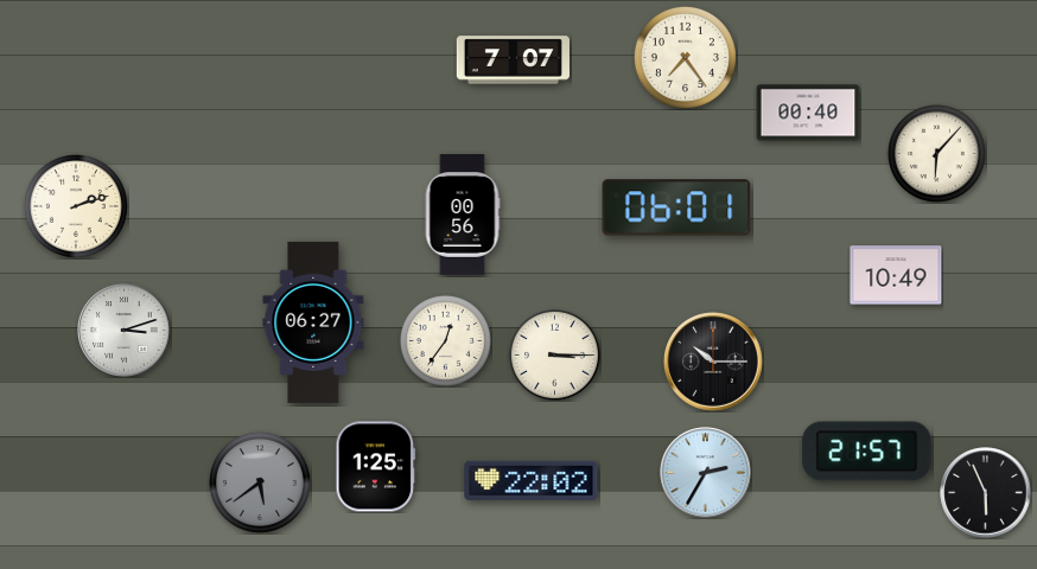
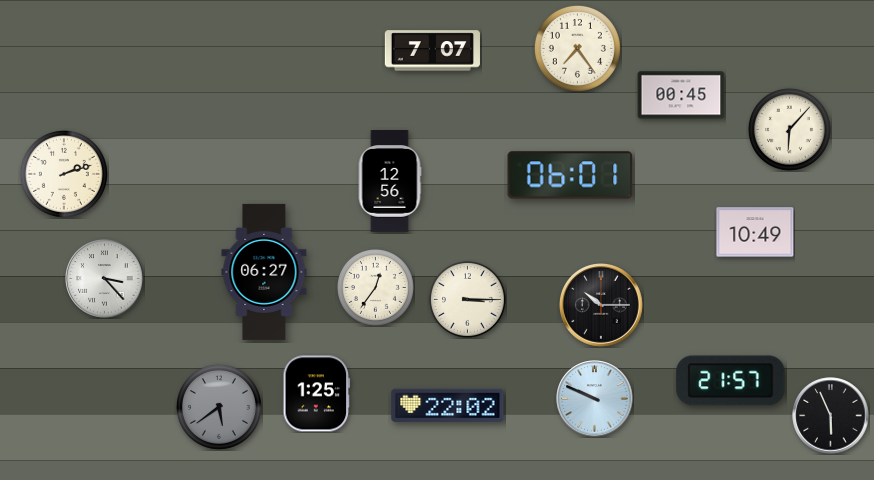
clock at (808, 113): 00:40 -> 00:45
clock at (463, 215): 00:56 -> 12:56
clock at (125, 331): 3:12 -> 3:23
clock at (706, 473): 2:35 -> 9:49
